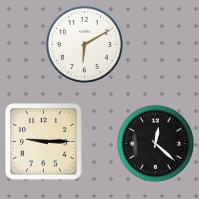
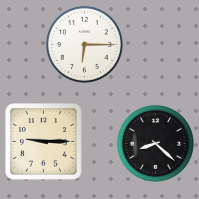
clock at (84, 44): 6:10 -> 6:15
clock at (155, 143): 12:22 -> 8:22
